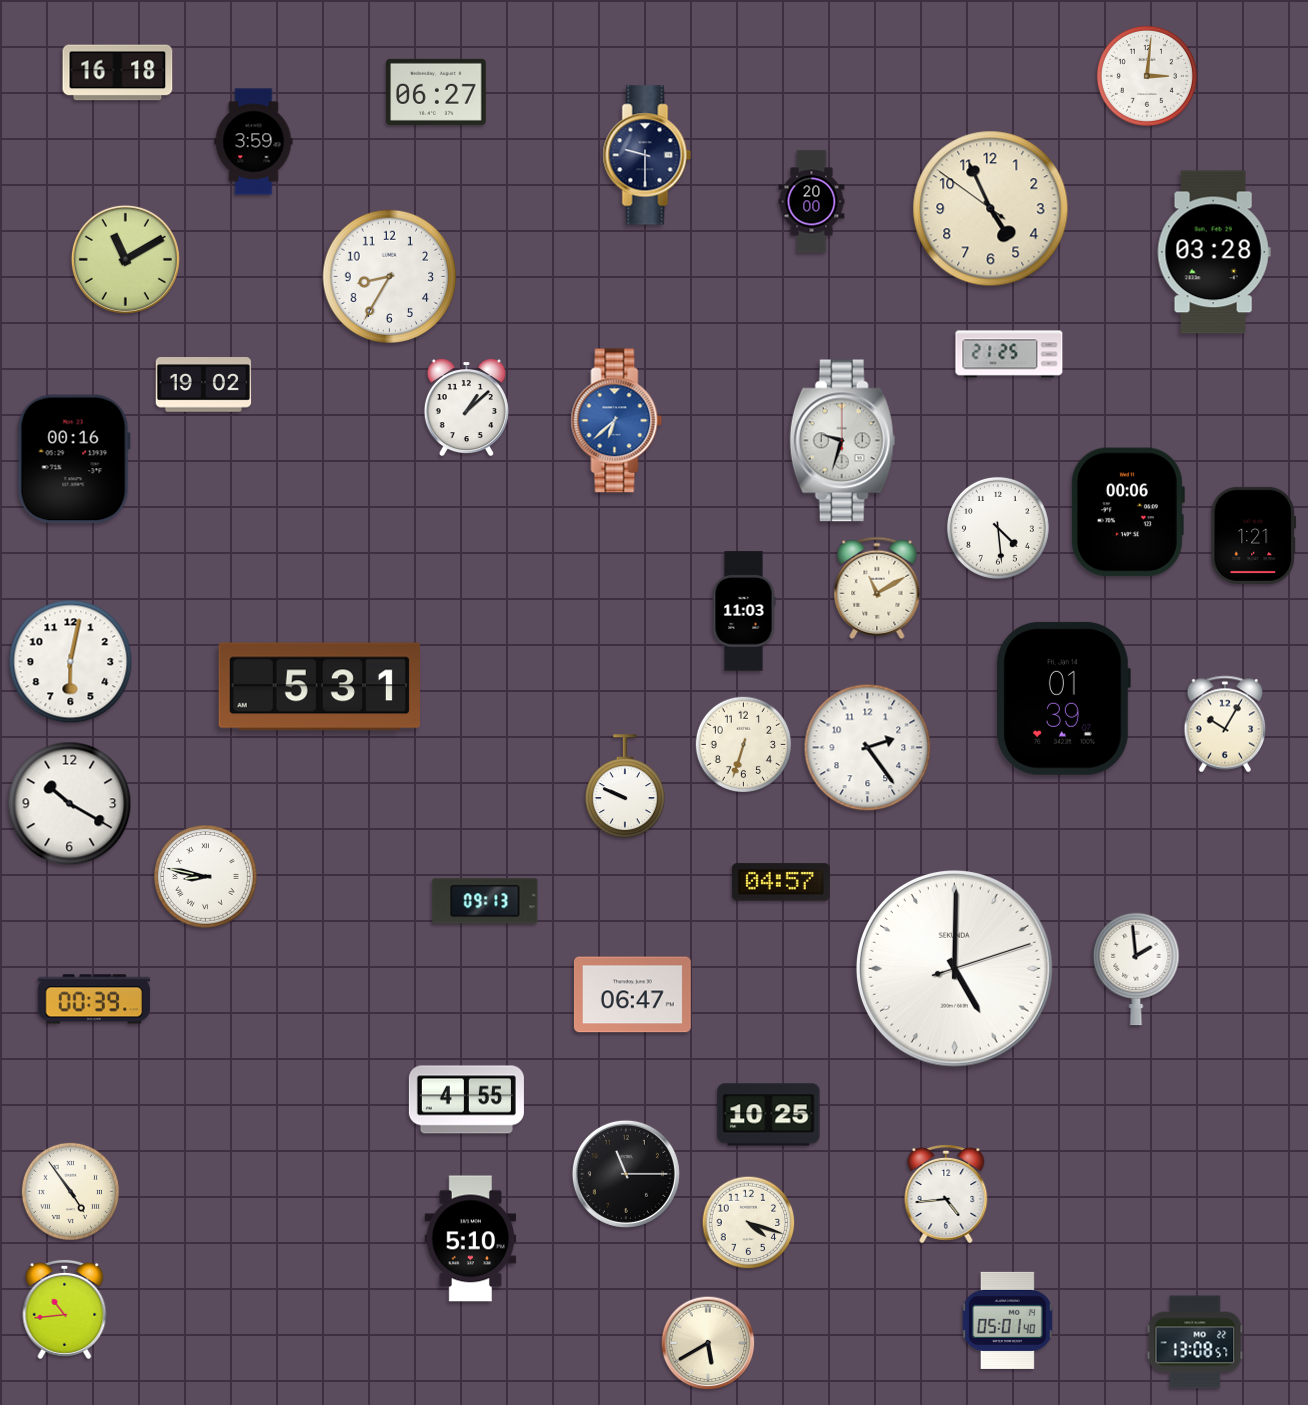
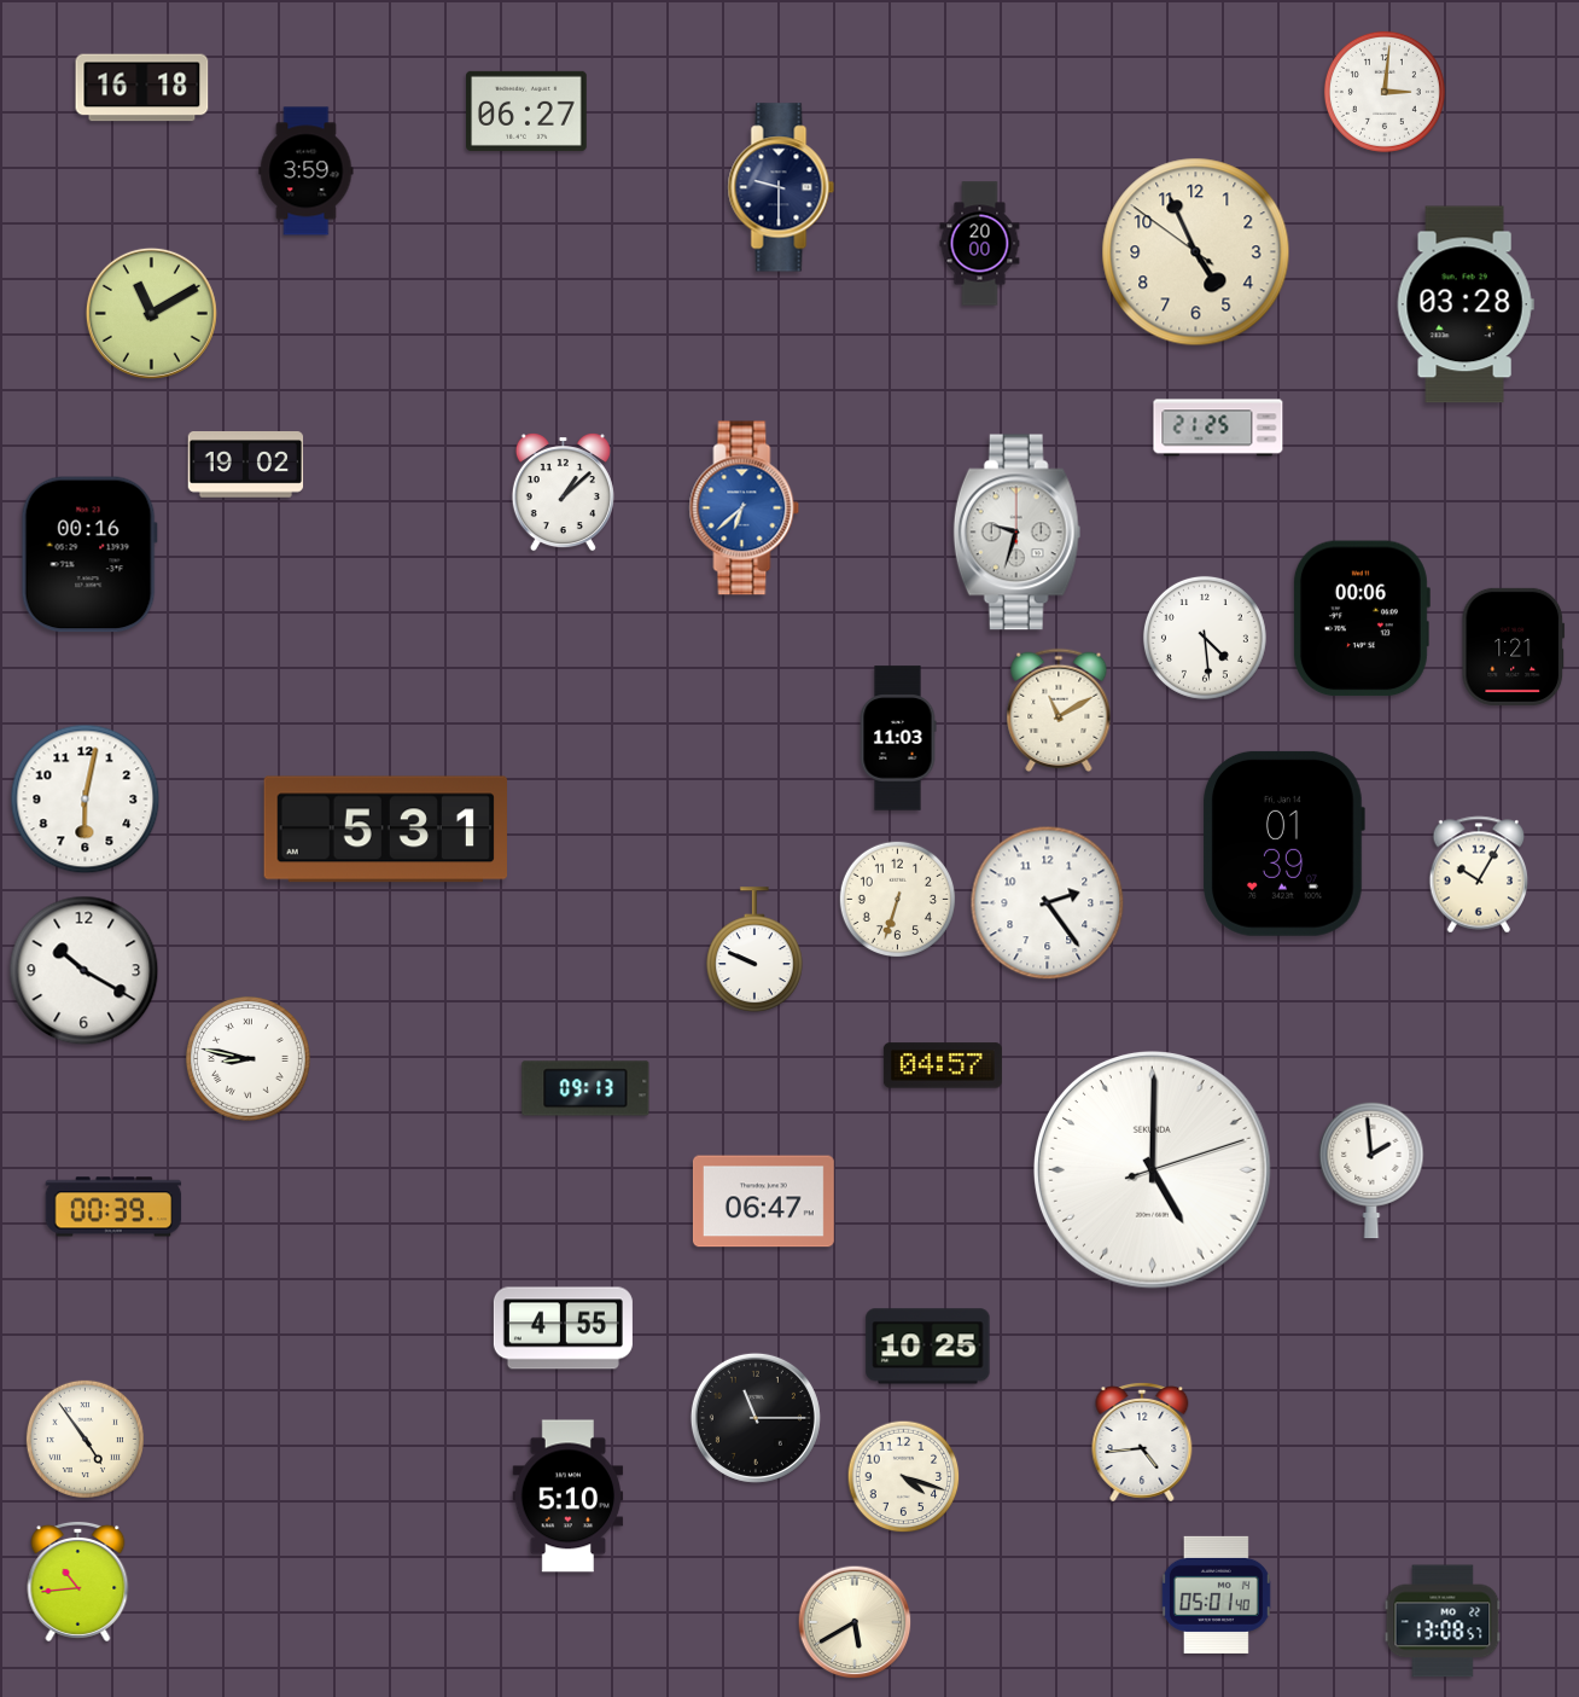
clock at (389, 276): 8:35 -> none
